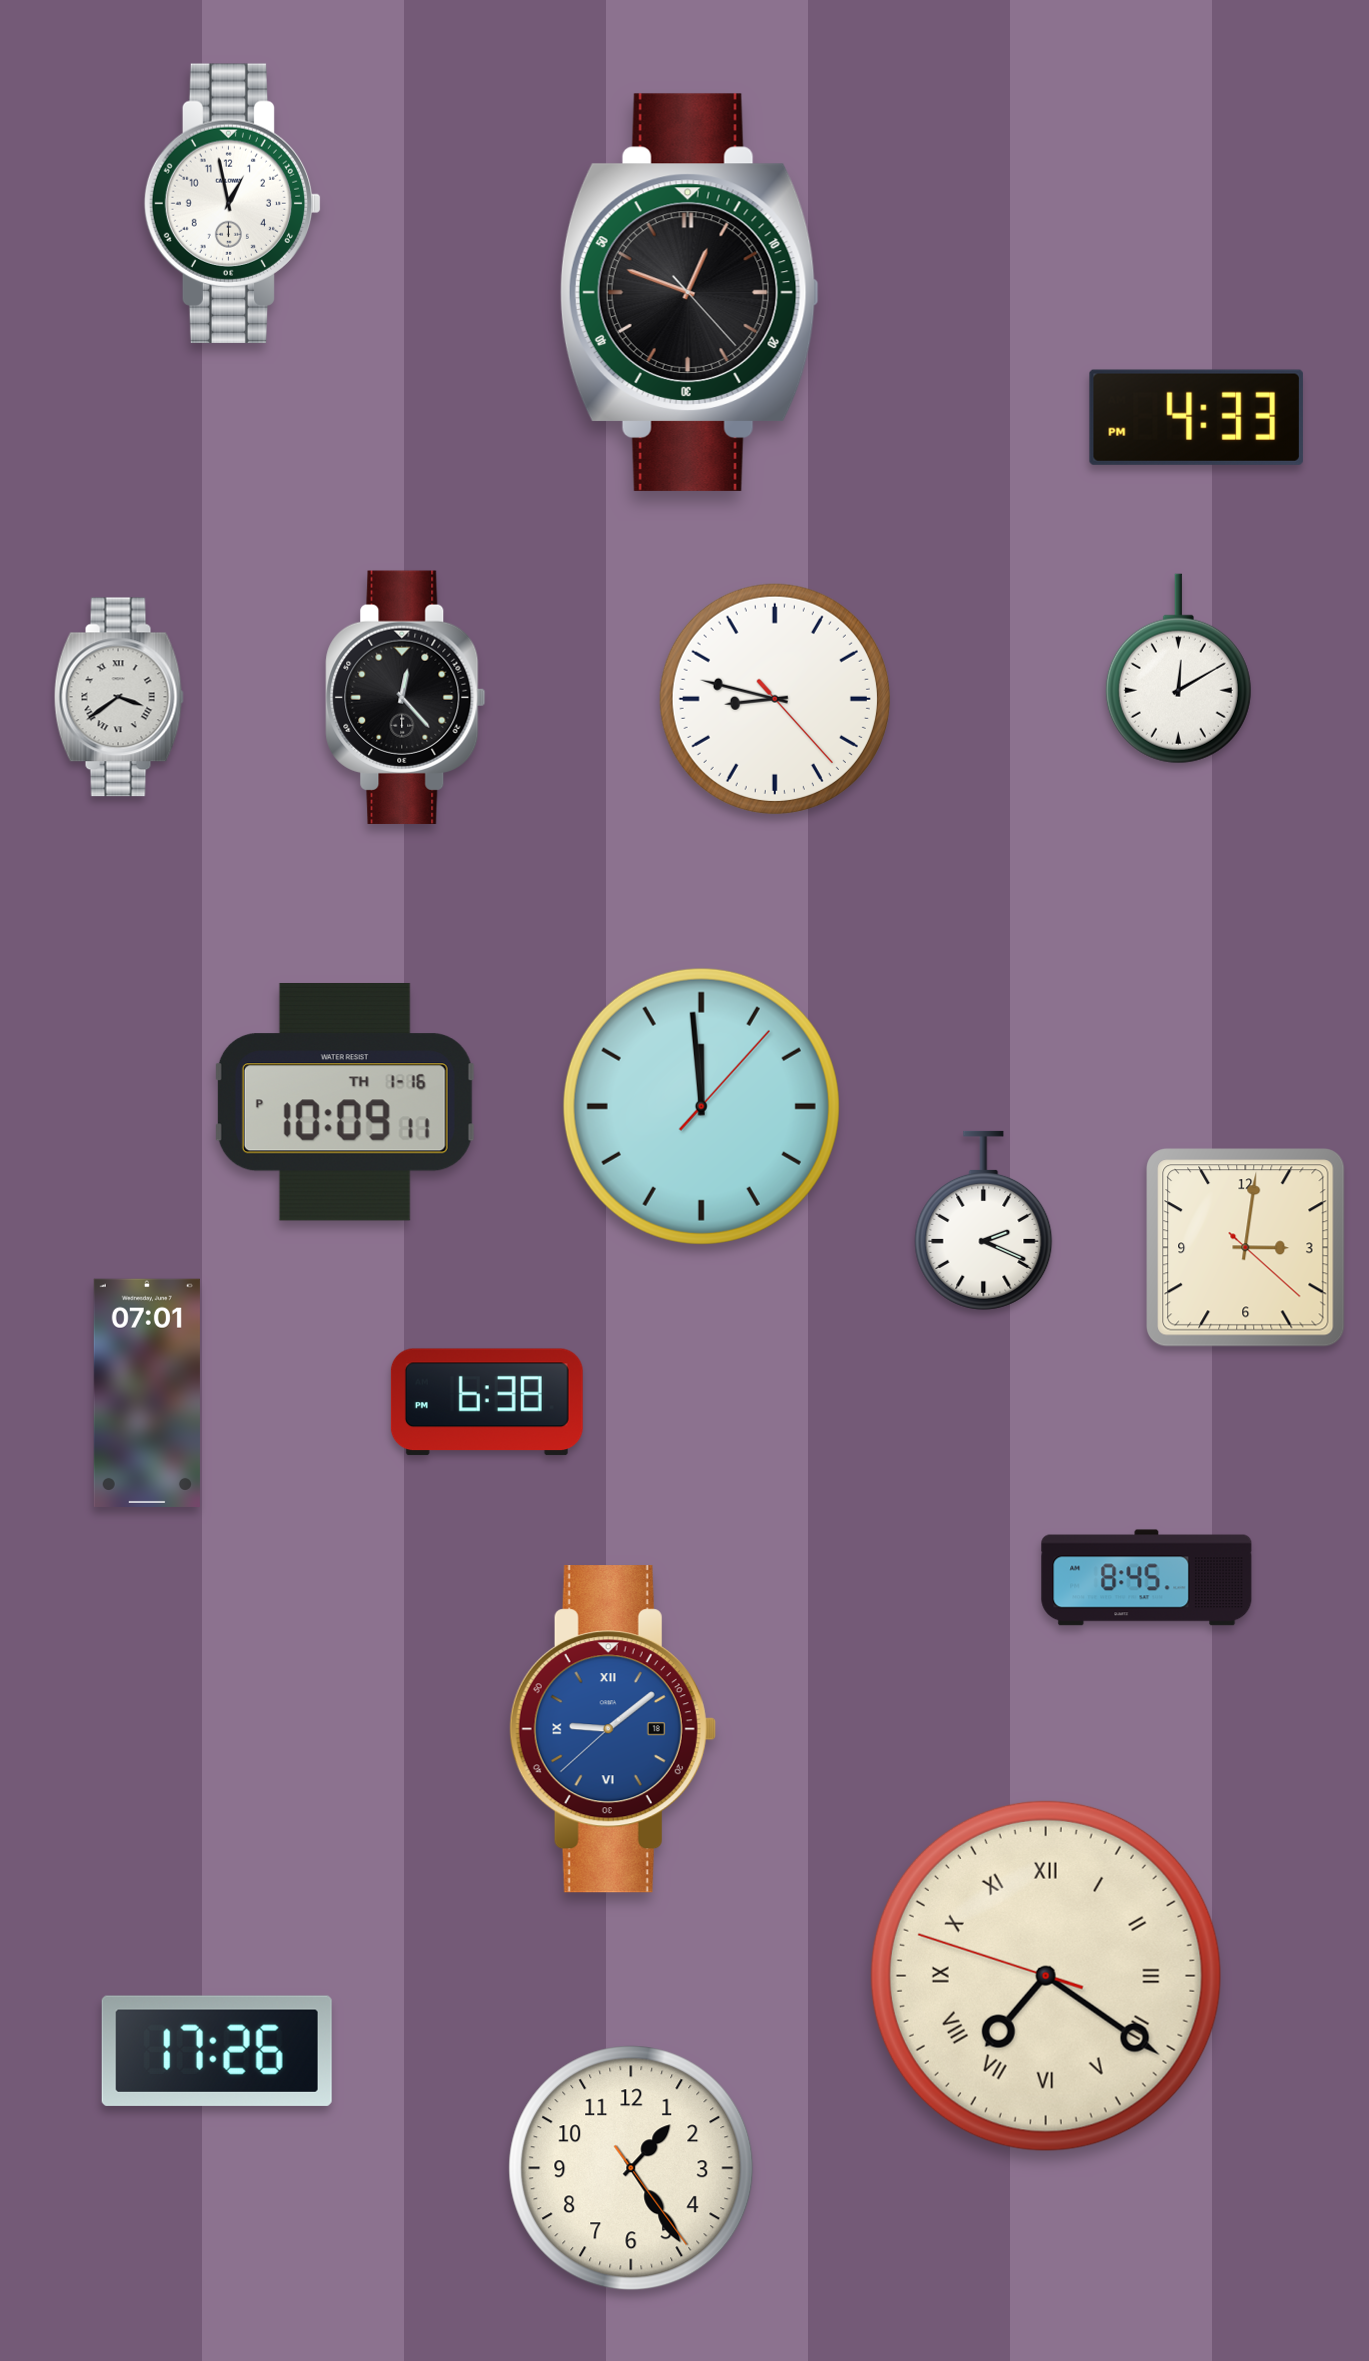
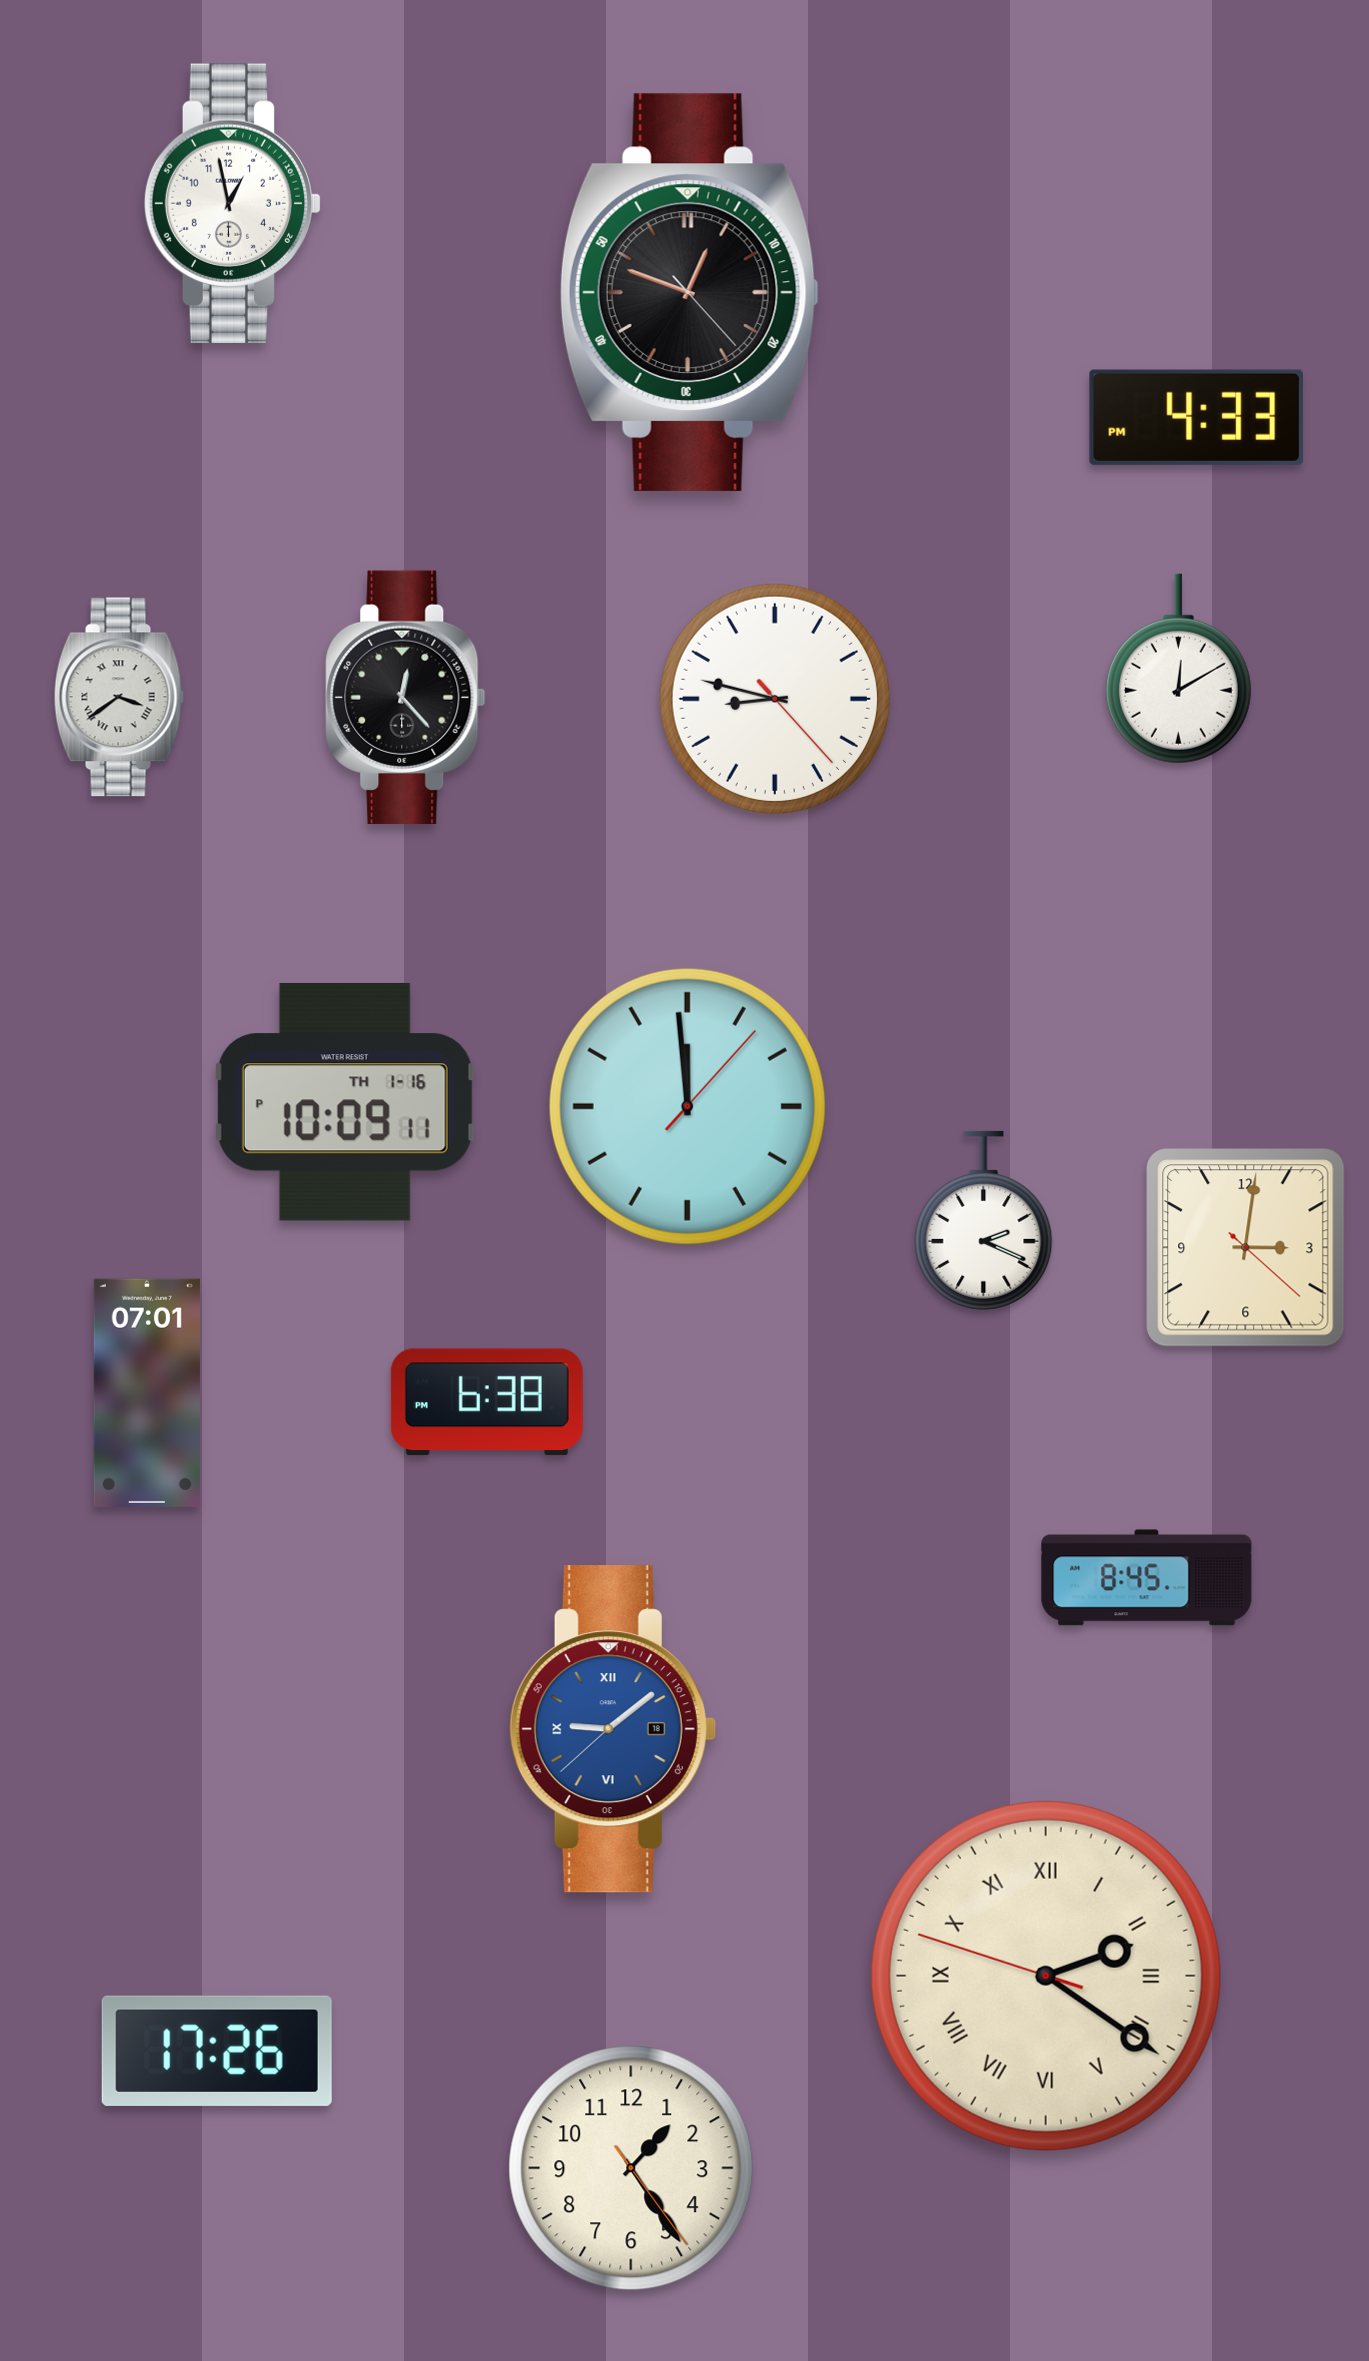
clock at (701, 1106) position: (701, 1106) -> (687, 1106)
clock at (1046, 1976): 7:20 -> 2:20
